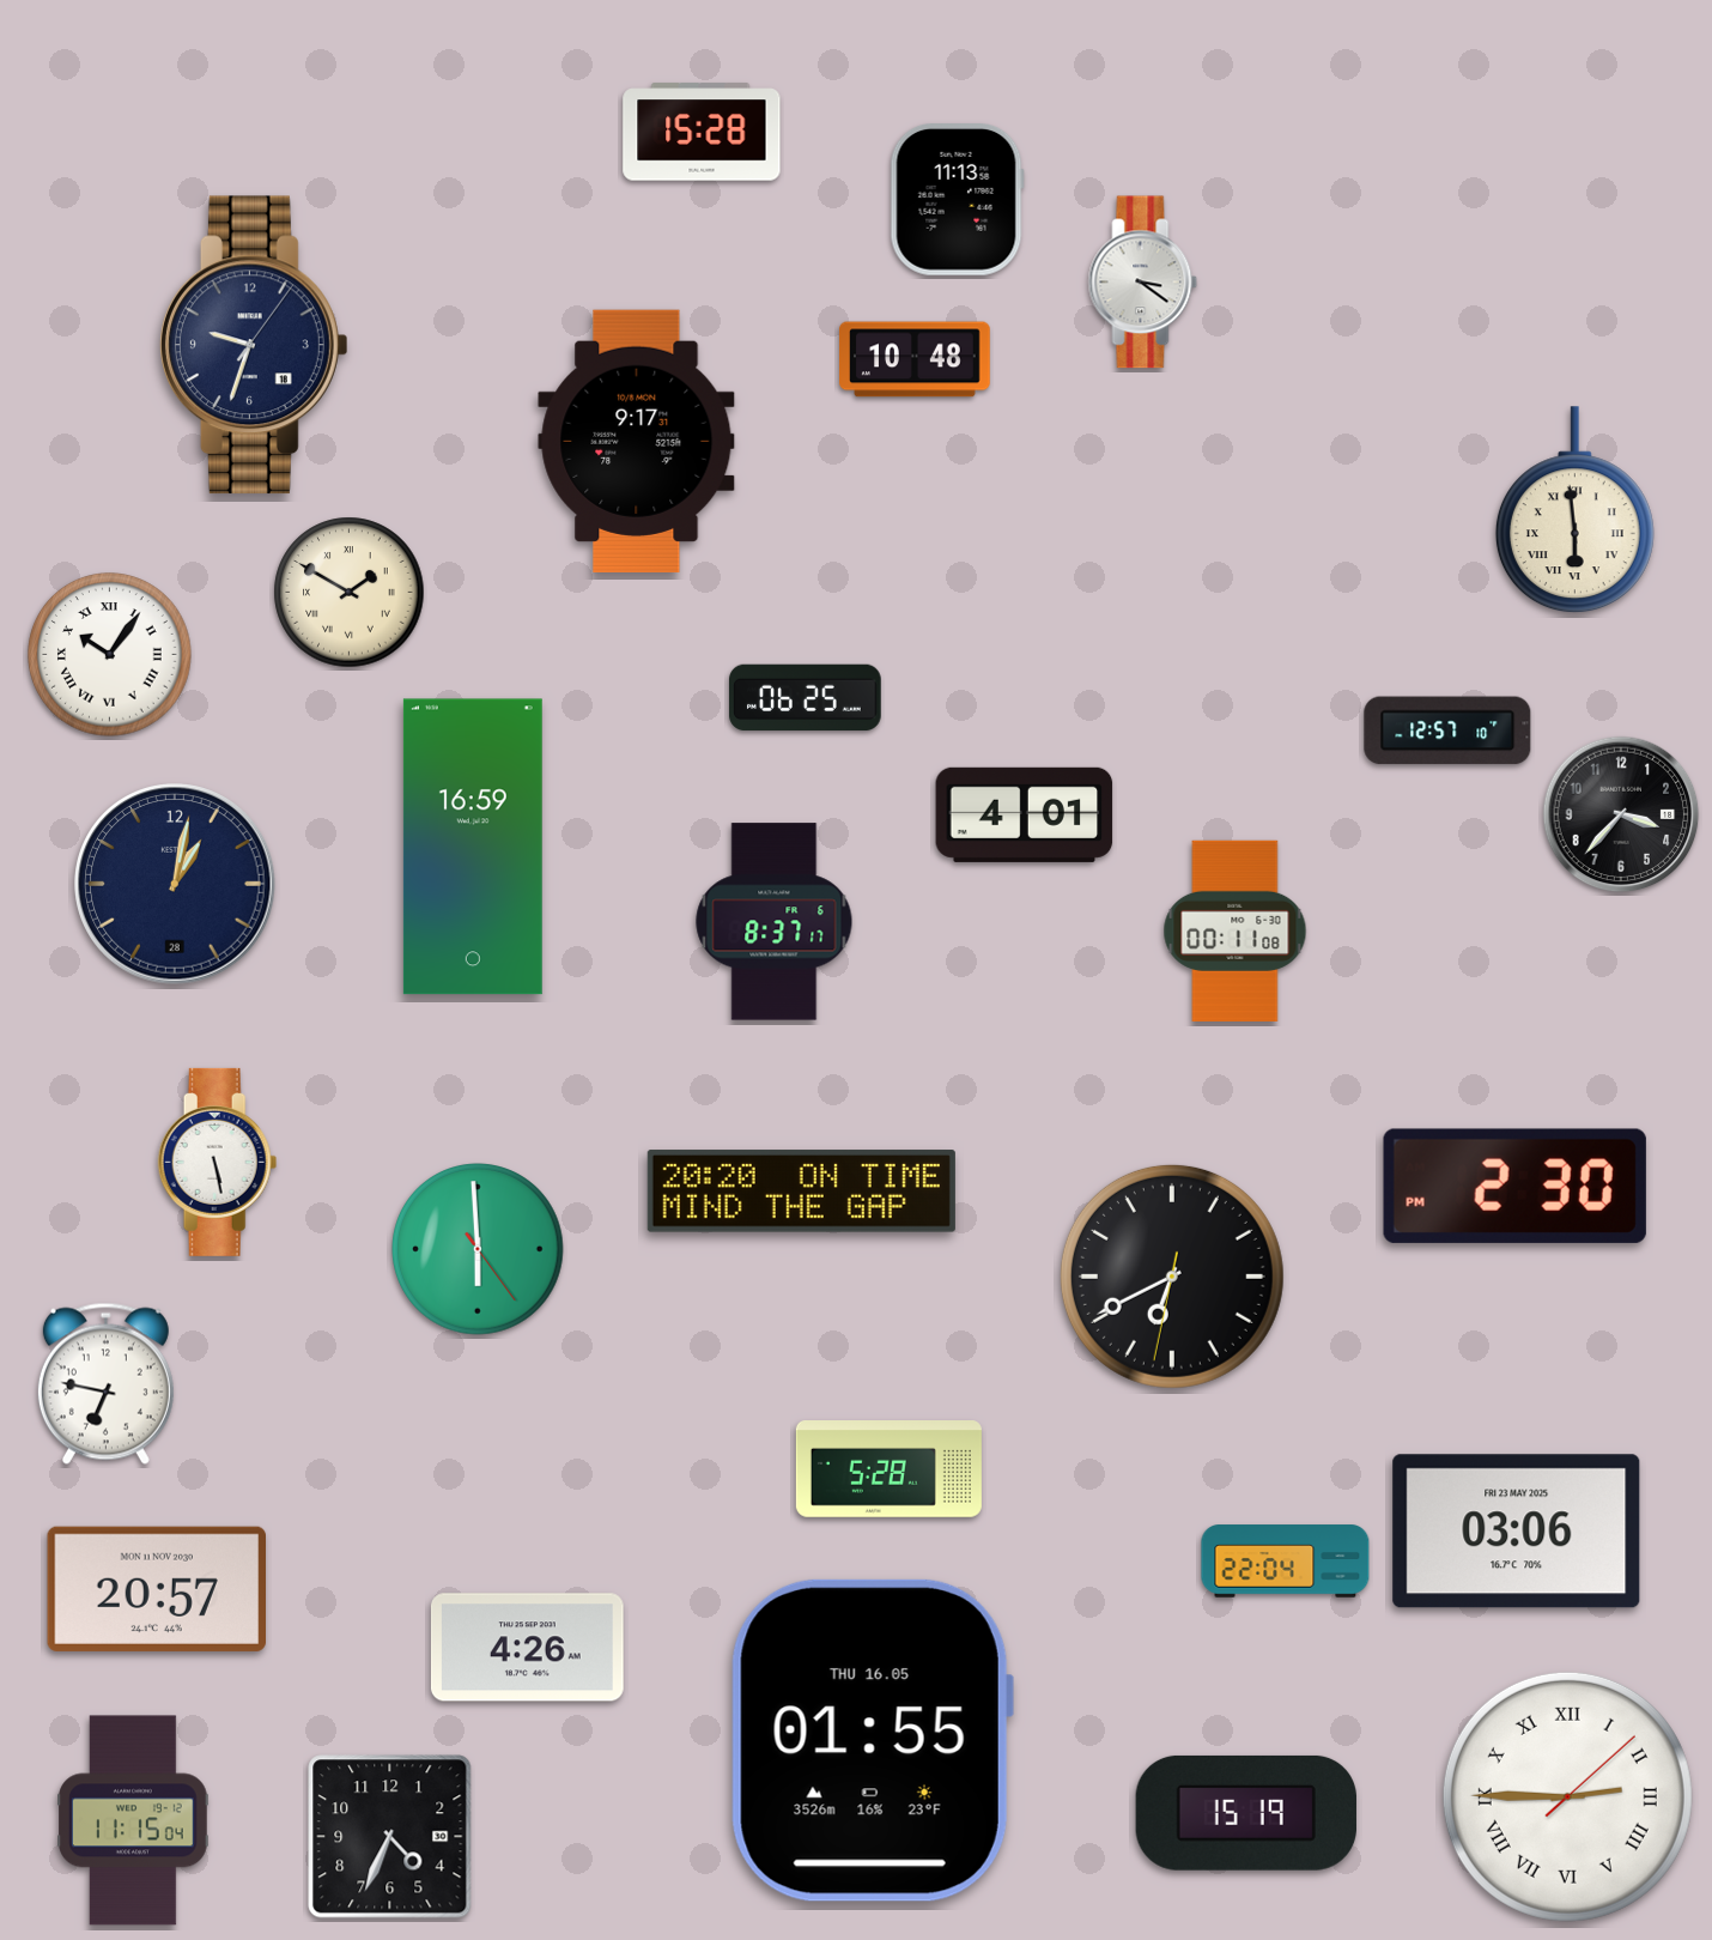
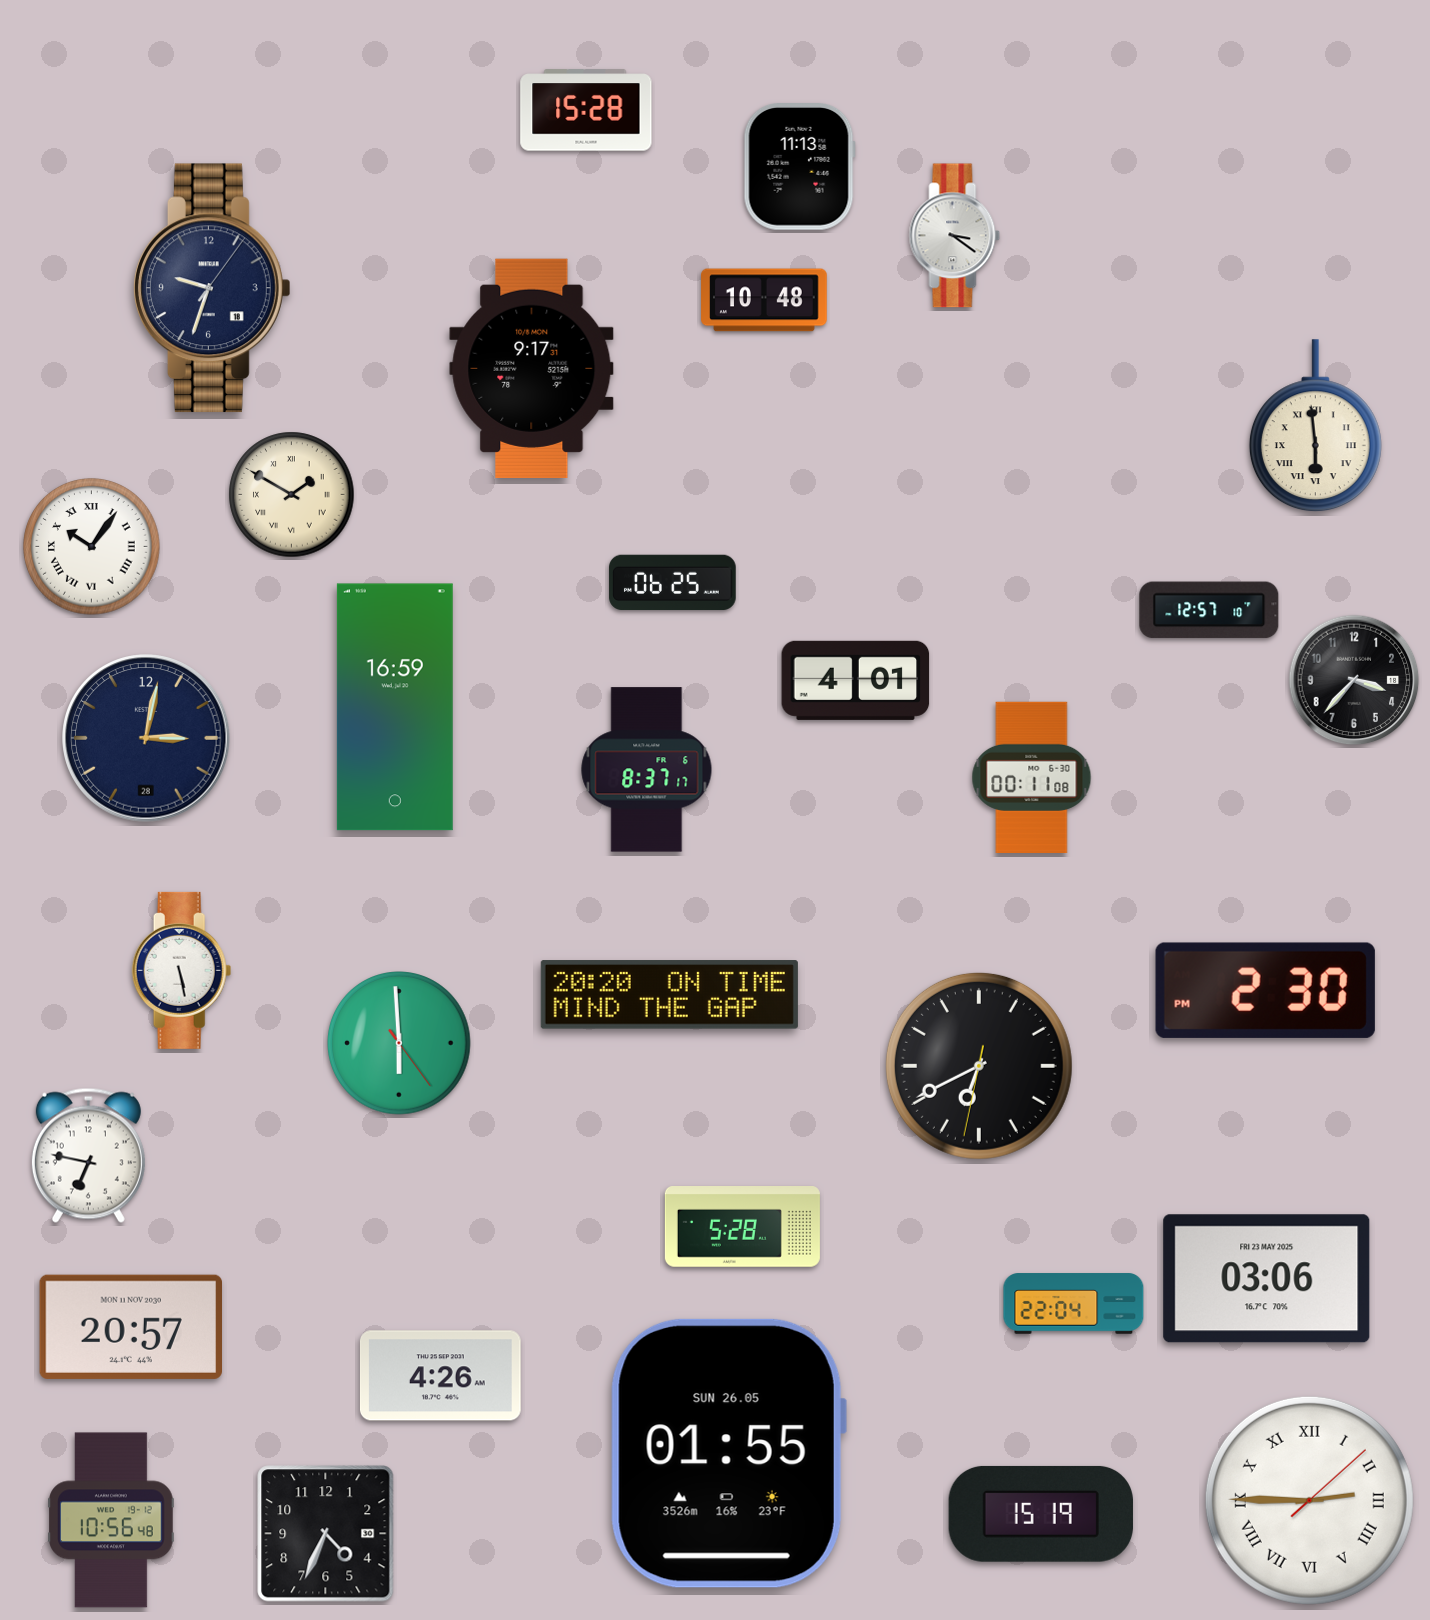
clock at (175, 884): 1:02 -> 3:02
clock at (872, 1740) date: THU 16.05 -> SUN 26.05
clock at (133, 1820): 11:15 -> 10:56
